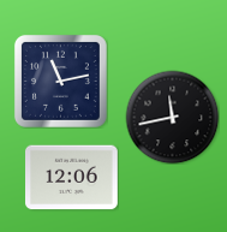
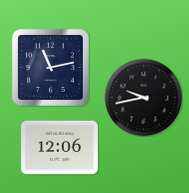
clock at (172, 117): 11:43 -> 9:43
